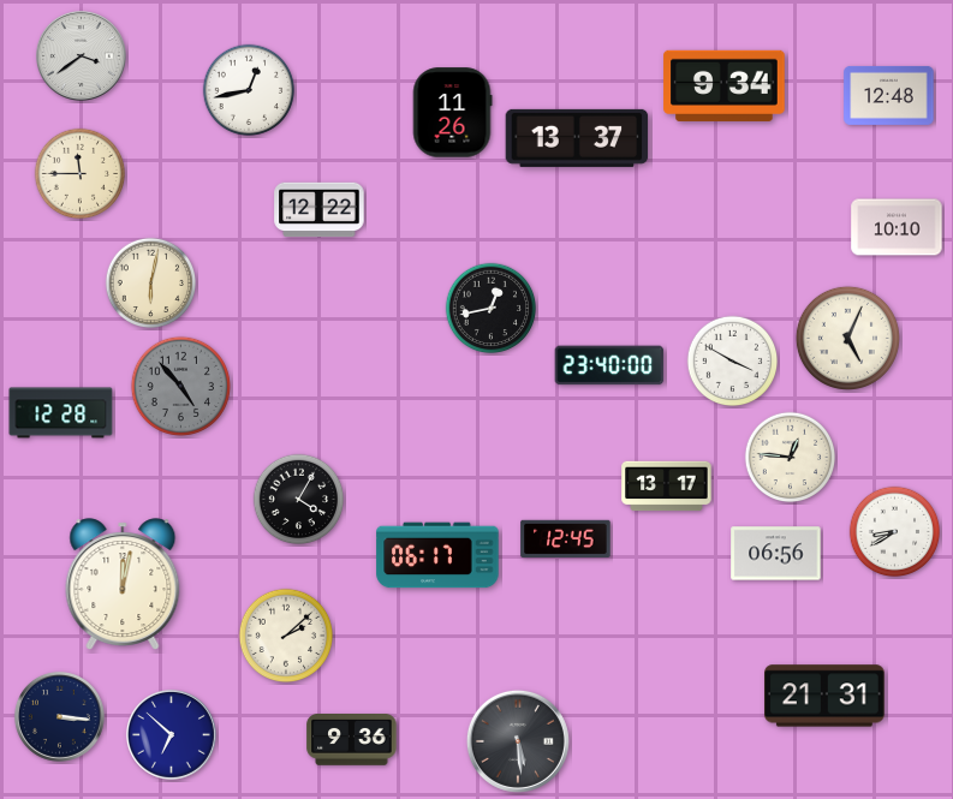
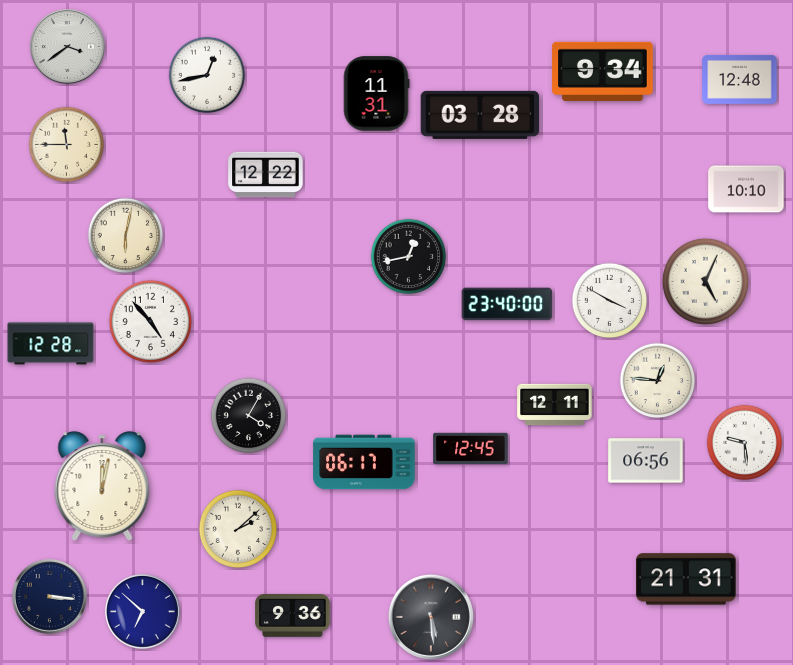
clock at (452, 113): 11:26 -> 11:31
clock at (577, 138): 13:37 -> 03:28
clock at (180, 386) dial: grey -> white
clock at (667, 487): 13:17 -> 12:11
clock at (895, 532): 8:40 -> 9:29
